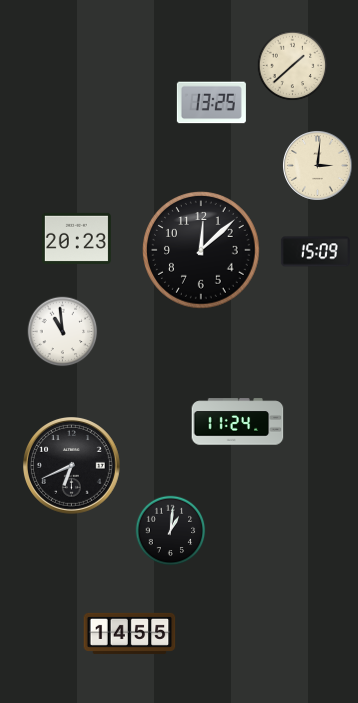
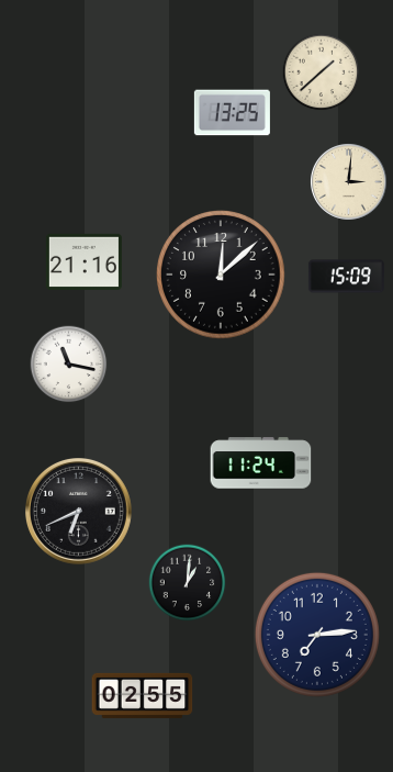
clock at (76, 238): 20:23 -> 21:16
clock at (63, 332): 10:59 -> 11:17
clock at (317, 635): none -> 7:14
clock at (130, 633): 14:55 -> 02:55
